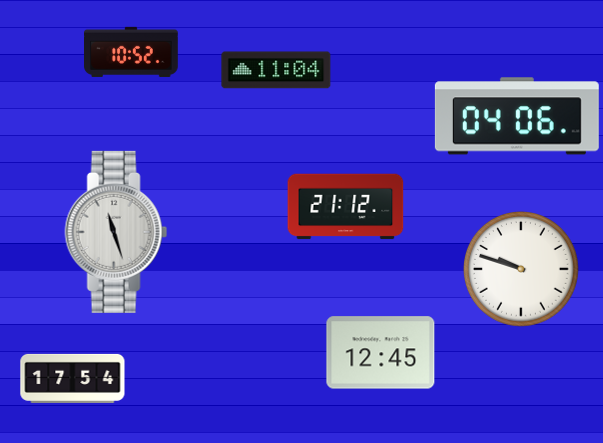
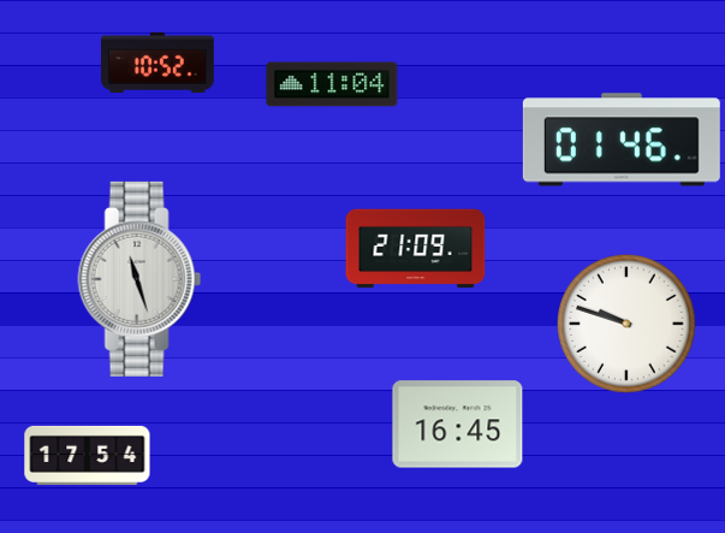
clock at (517, 116): 04:06 -> 01:46
clock at (346, 207): 21:12 -> 21:09
clock at (381, 353): 12:45 -> 16:45
